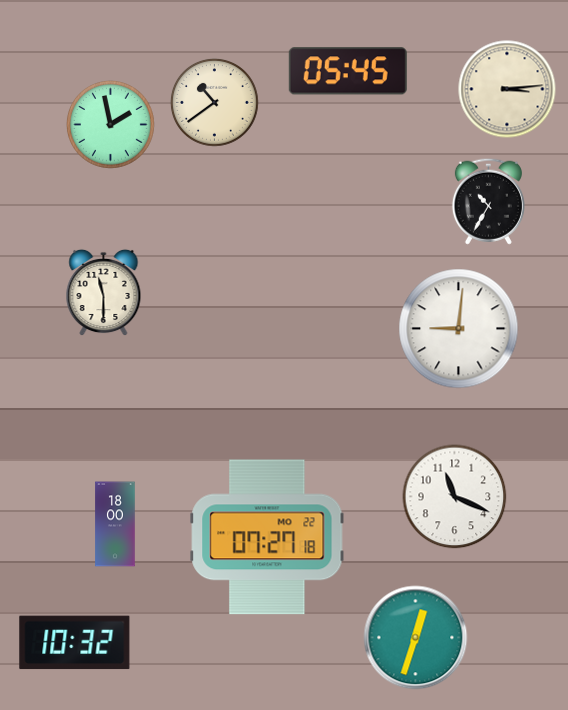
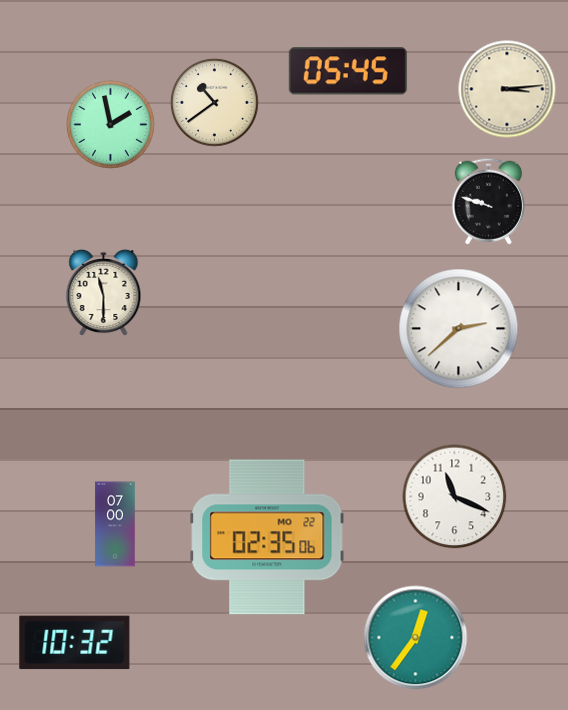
clock at (488, 201): 10:35 -> 9:48
clock at (459, 329): 9:01 -> 2:38
clock at (115, 524): 18:00 -> 07:00
clock at (267, 537): 07:27 -> 02:35
clock at (416, 638): 12:33 -> 12:36
